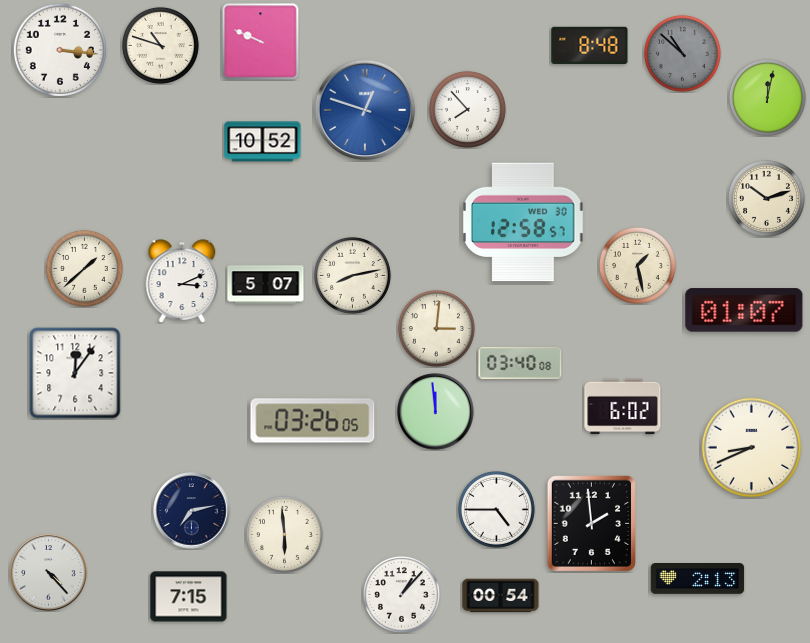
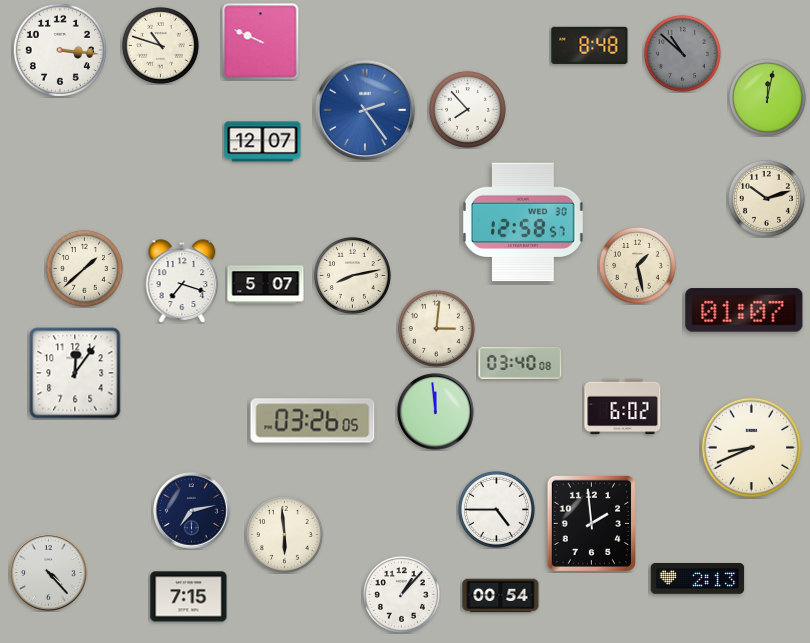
clock at (365, 110): 12:48 -> 2:24
clock at (263, 142): 10:52 -> 12:07
clock at (182, 281): 3:11 -> 7:18
